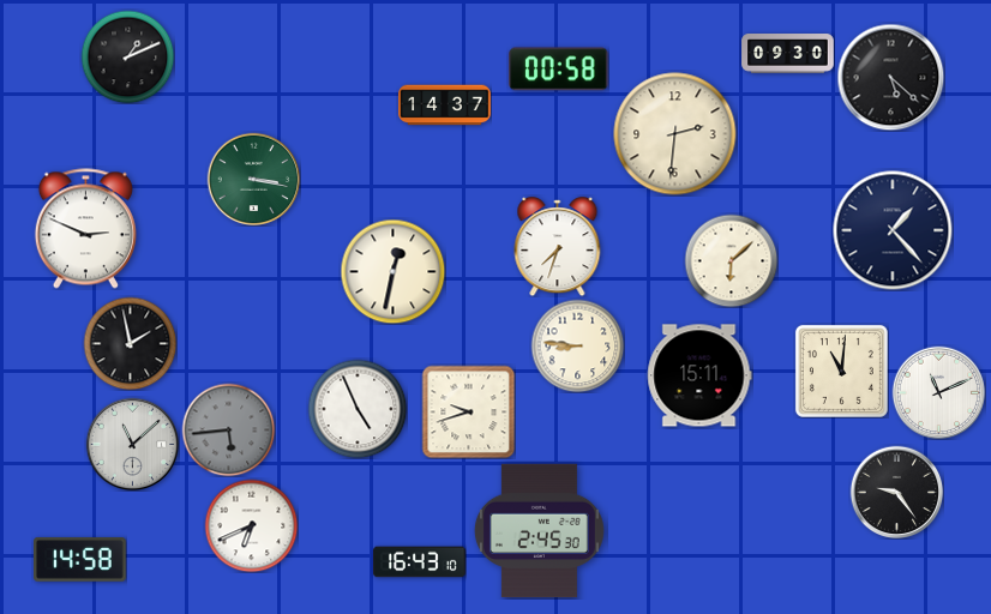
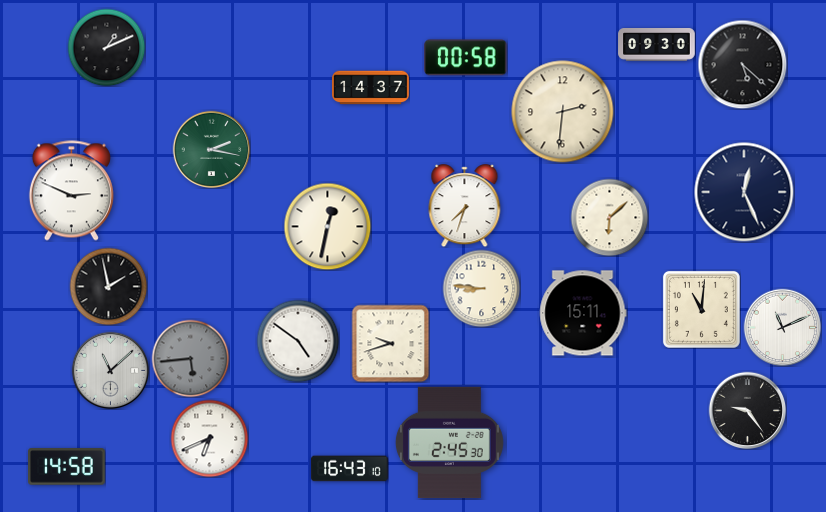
clock at (253, 179): 3:17 -> 2:17
clock at (893, 230): 1:23 -> 12:26
clock at (358, 409): 4:56 -> 4:51
